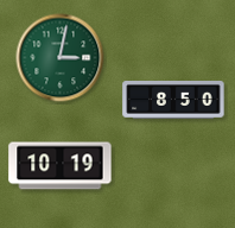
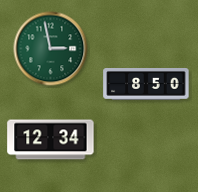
clock at (61, 58): 3:02 -> 2:58
clock at (61, 166): 10:19 -> 12:34
